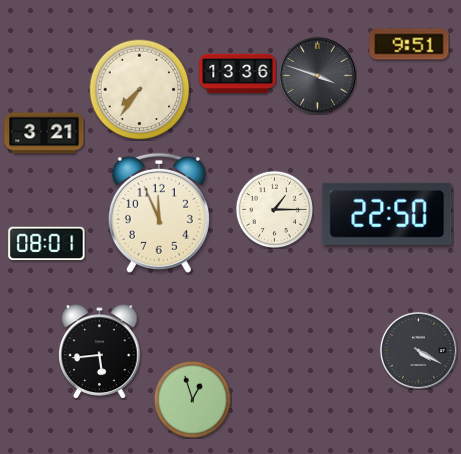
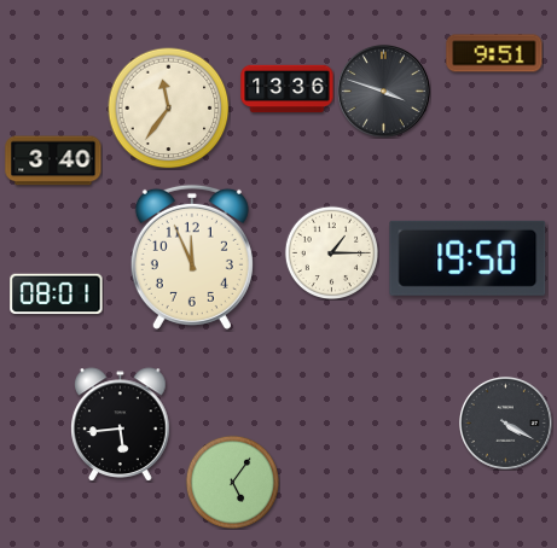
clock at (140, 90): 7:36 -> 11:36
clock at (44, 133): 3:21 -> 3:40
clock at (387, 214): 22:50 -> 19:50
clock at (192, 399): 12:57 -> 5:06
